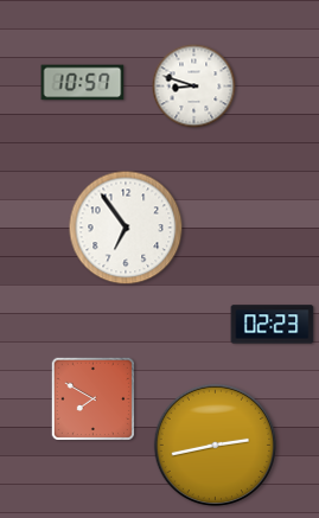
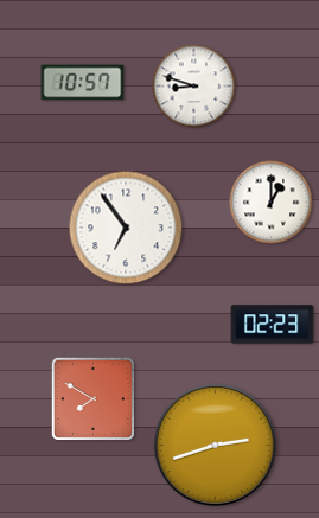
clock at (272, 203): none -> 1:00
clock at (216, 446): 2:43 -> 2:42
